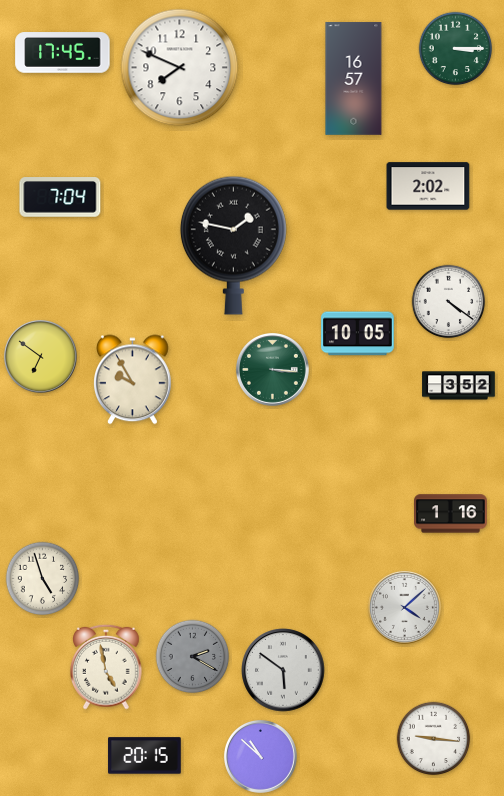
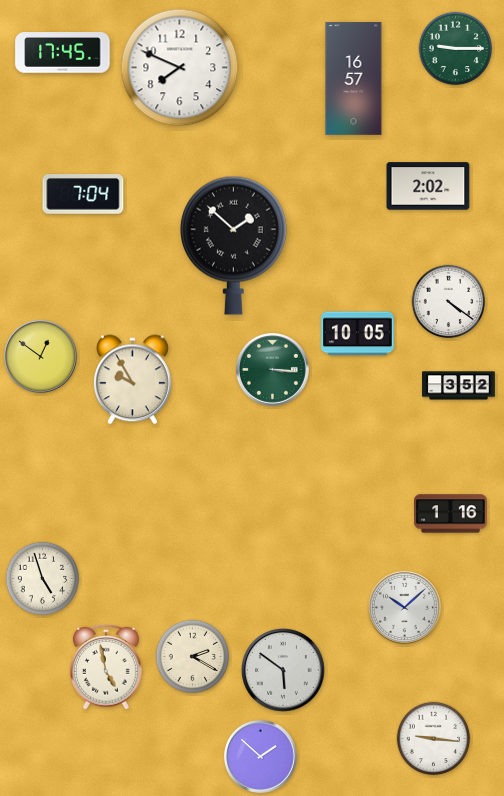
clock at (456, 49): 3:15 -> 9:15
clock at (60, 197) position: (60, 197) -> (83, 194)
clock at (233, 245): 1:47 -> 1:52
clock at (40, 356): 6:51 -> 12:51
clock at (404, 607): 4:08 -> 10:08
clock at (193, 657) dial: grey -> cream
clock at (145, 756): 20:15 -> none
clock at (260, 756): 10:52 -> 1:52
